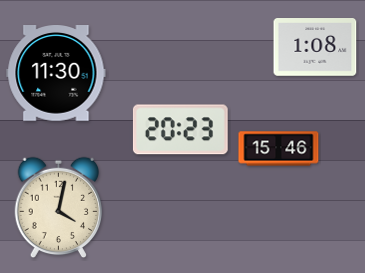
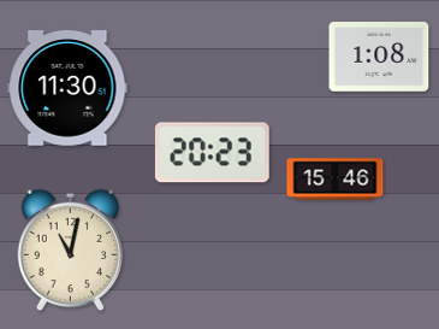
clock at (180, 130) position: (180, 130) -> (212, 153)
clock at (59, 208): 4:02 -> 11:02
